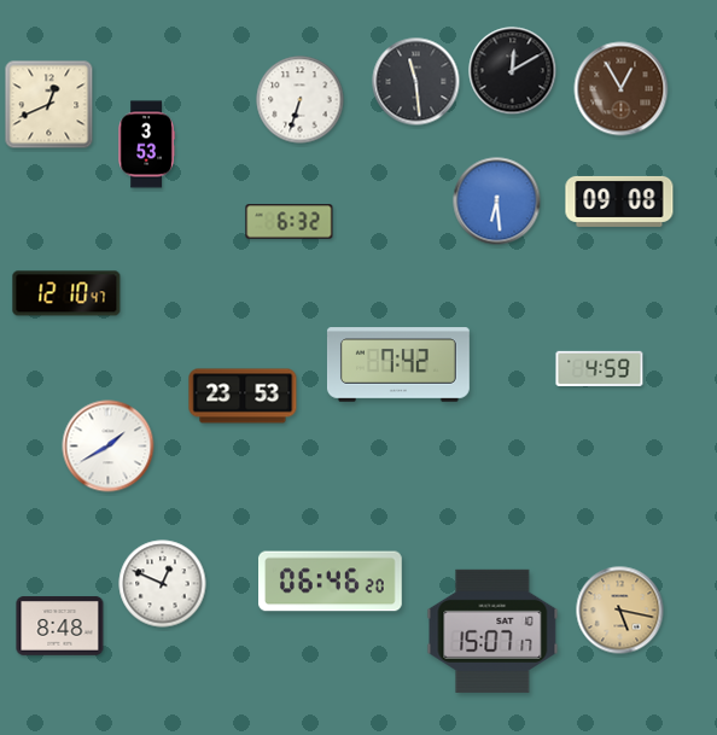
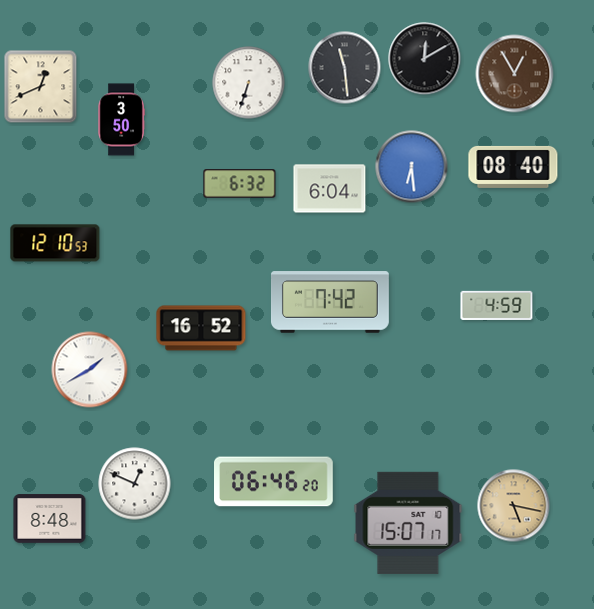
clock at (146, 145): 3:53 -> 3:50
clock at (619, 202): 09:08 -> 08:40
clock at (330, 189): none -> 6:04
clock at (66, 293): 12:10:47 -> 12:10:53
clock at (243, 396): 23:53 -> 16:52
